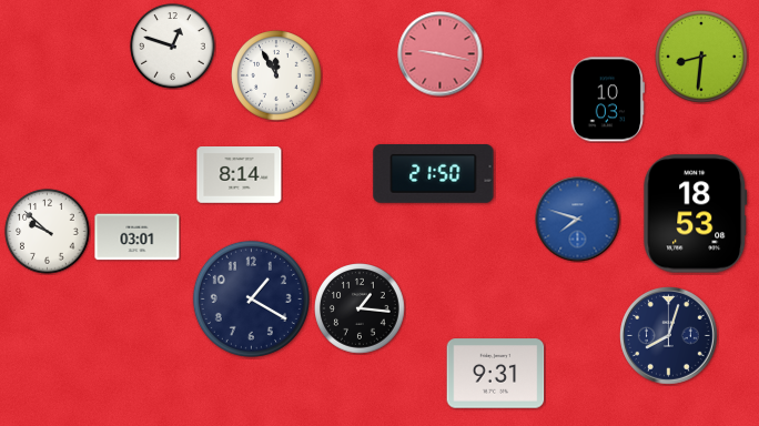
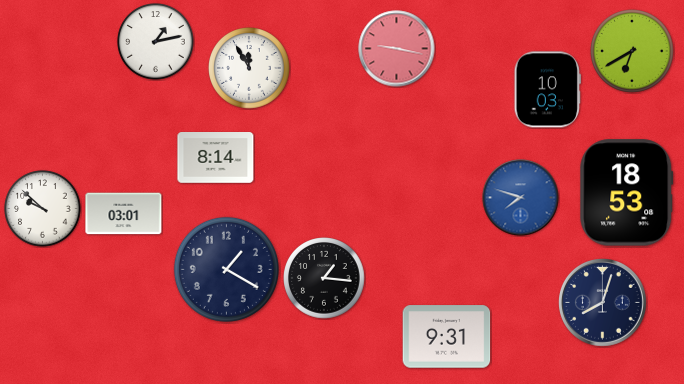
clock at (173, 47): 12:48 -> 1:13
clock at (702, 58): 8:31 -> 6:40
clock at (434, 174): 21:50 -> none
